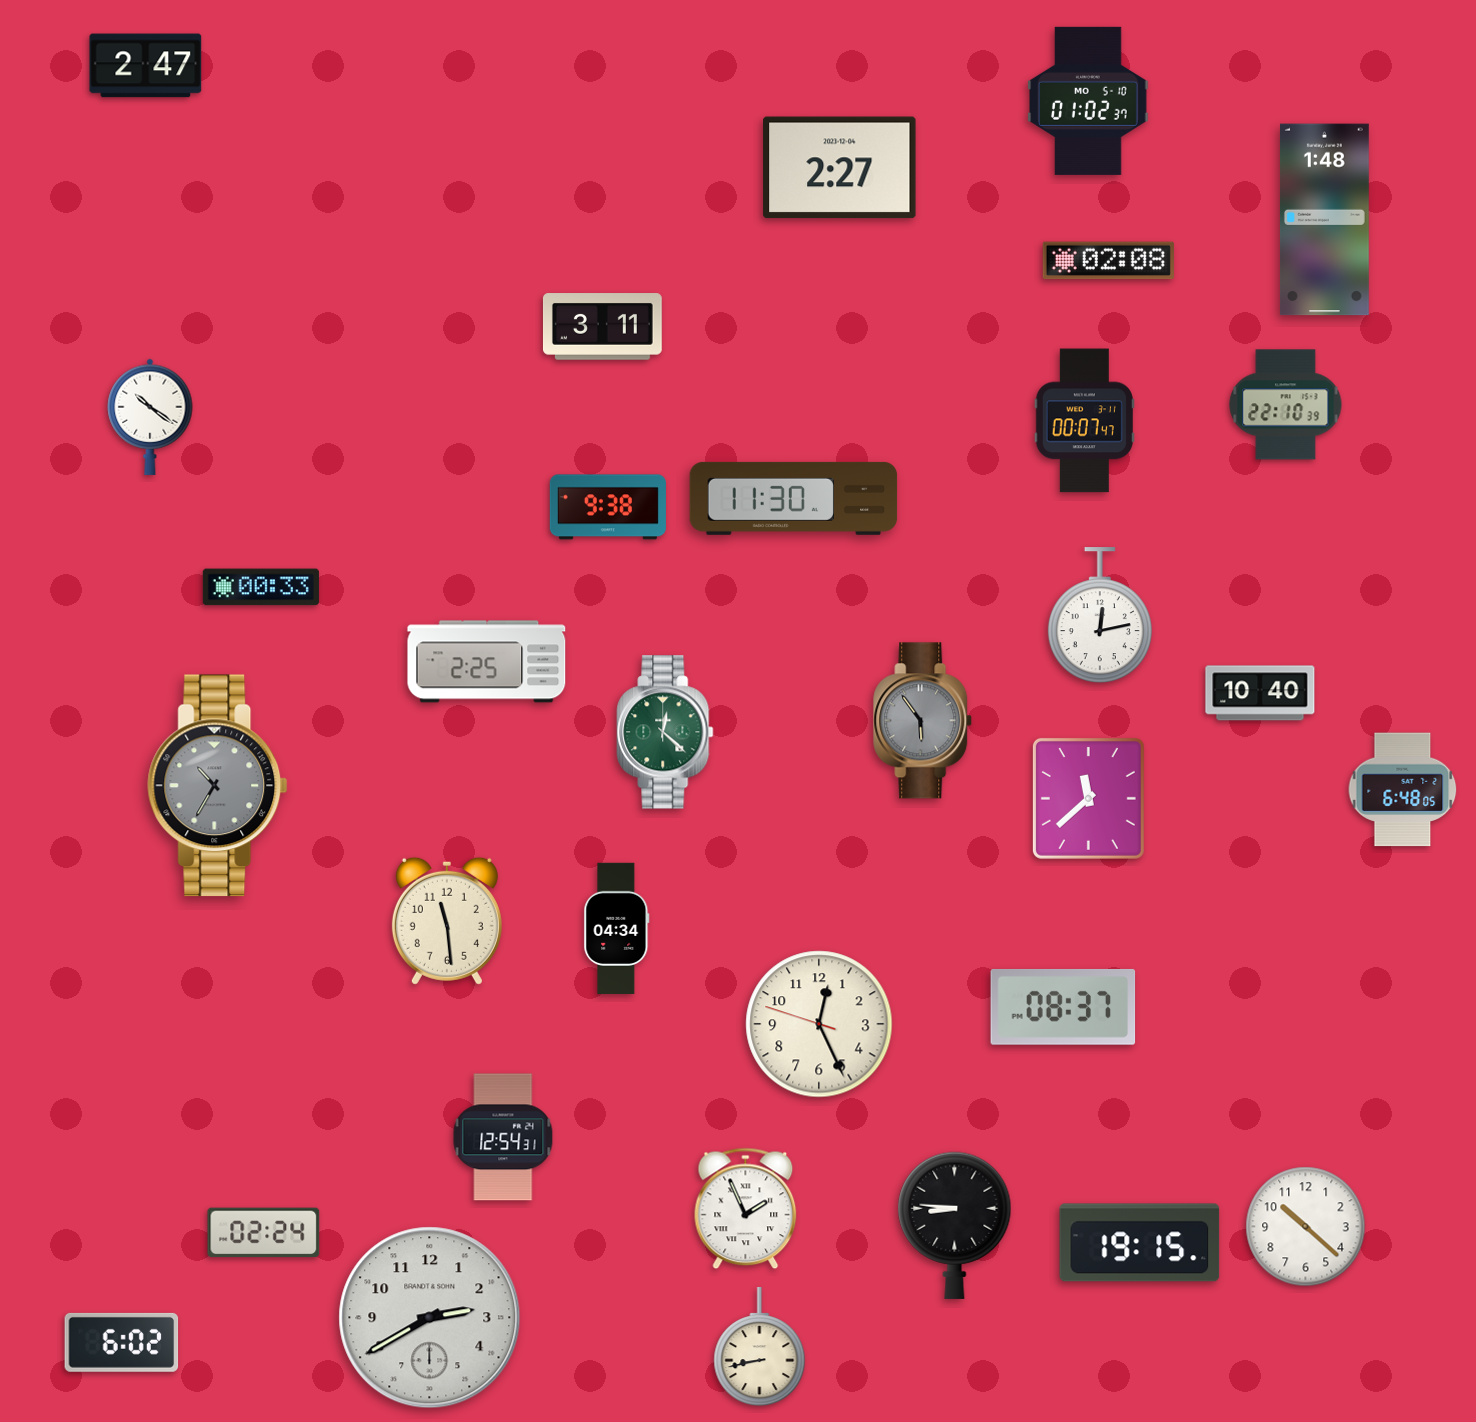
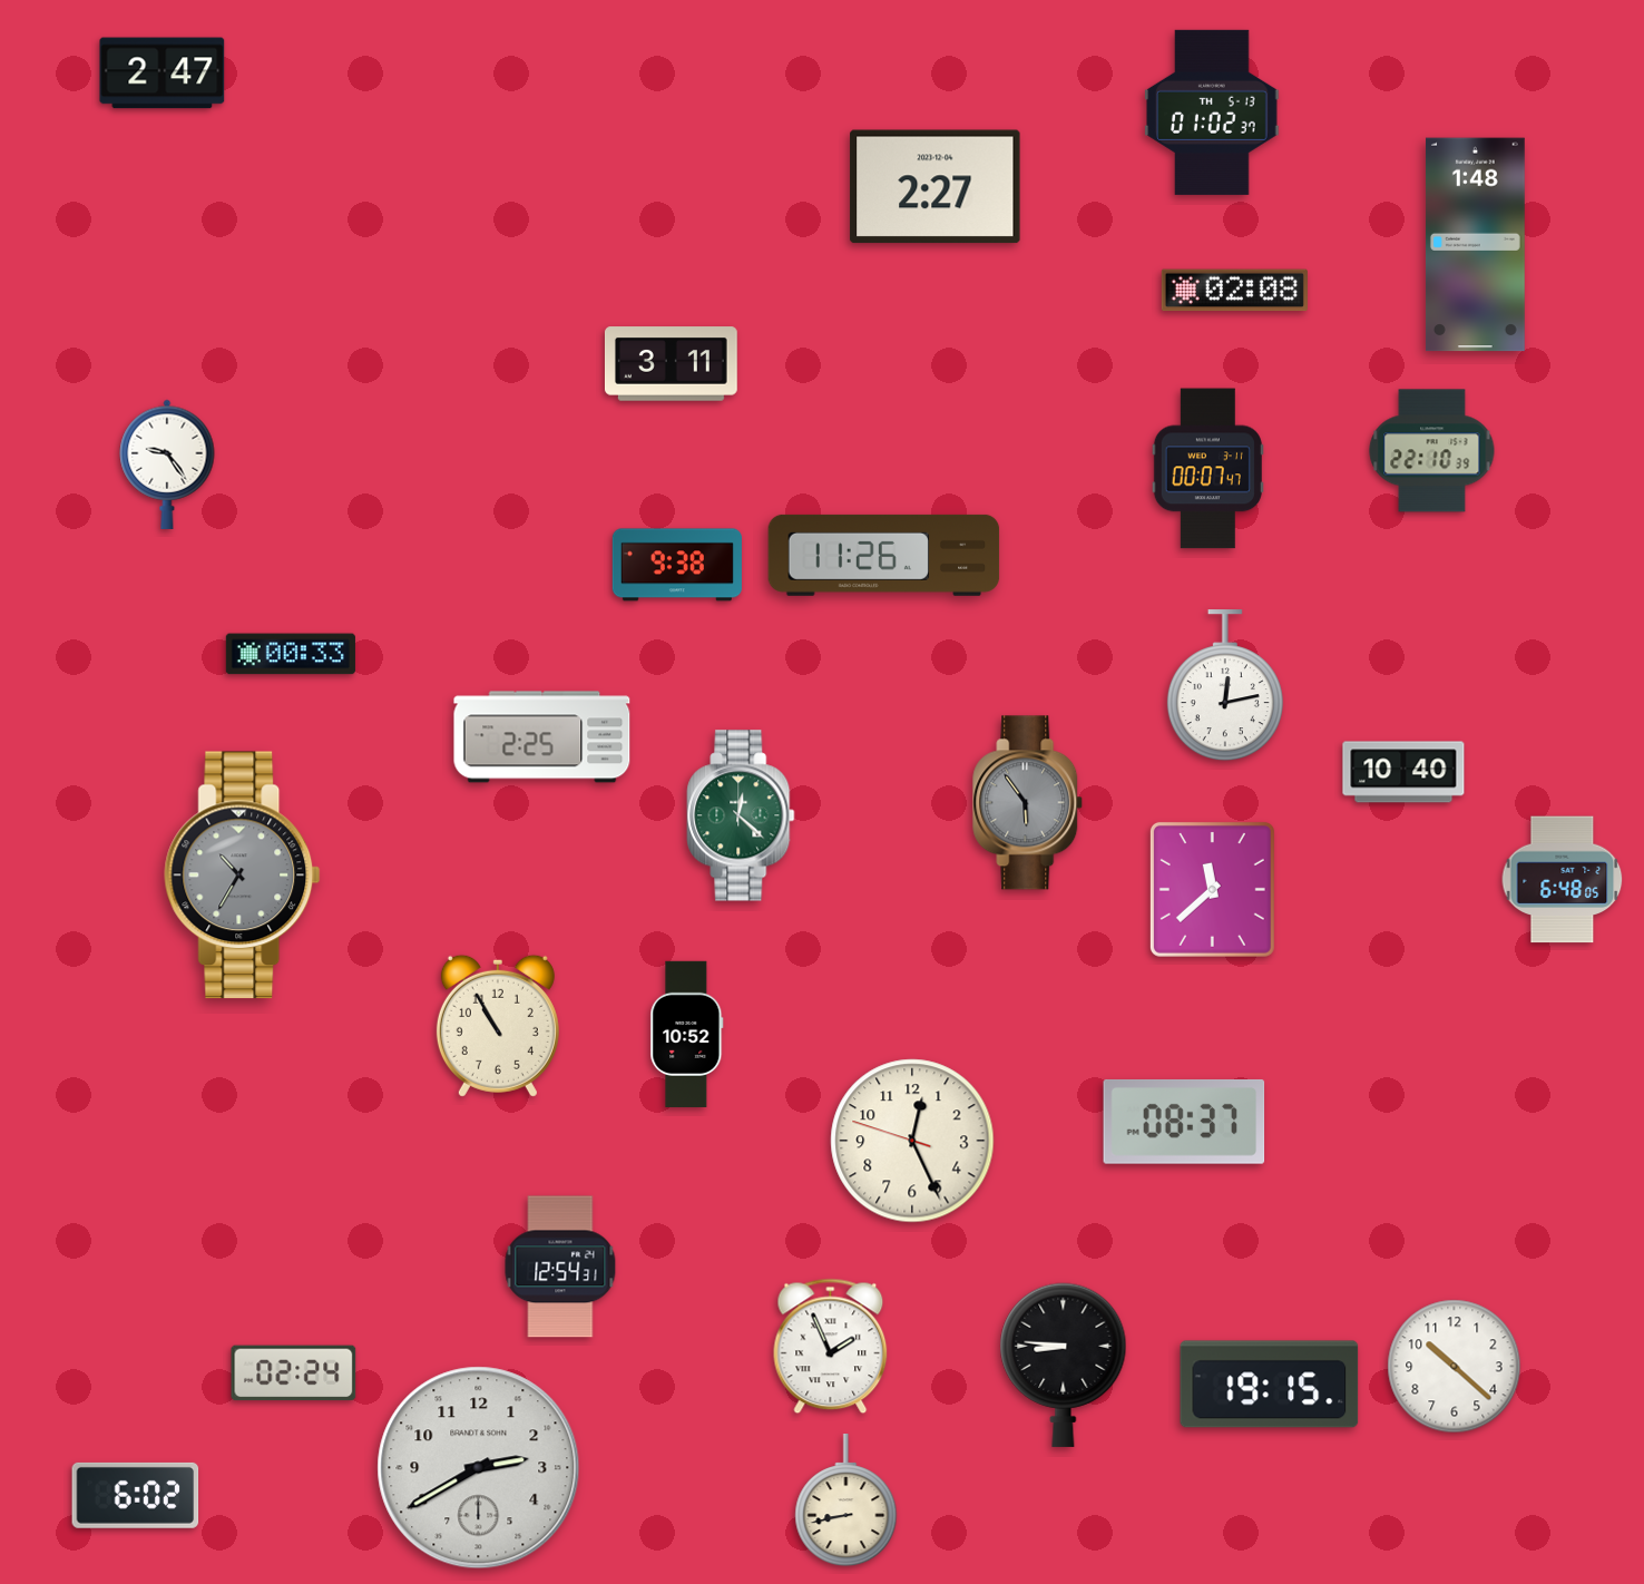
clock at (1088, 101) date: MO 5-10 -> TH 5-13
clock at (150, 417): 10:21 -> 9:24
clock at (794, 498): 11:30 -> 11:26
clock at (447, 921): 11:29 -> 10:55
clock at (617, 928): 04:34 -> 10:52
